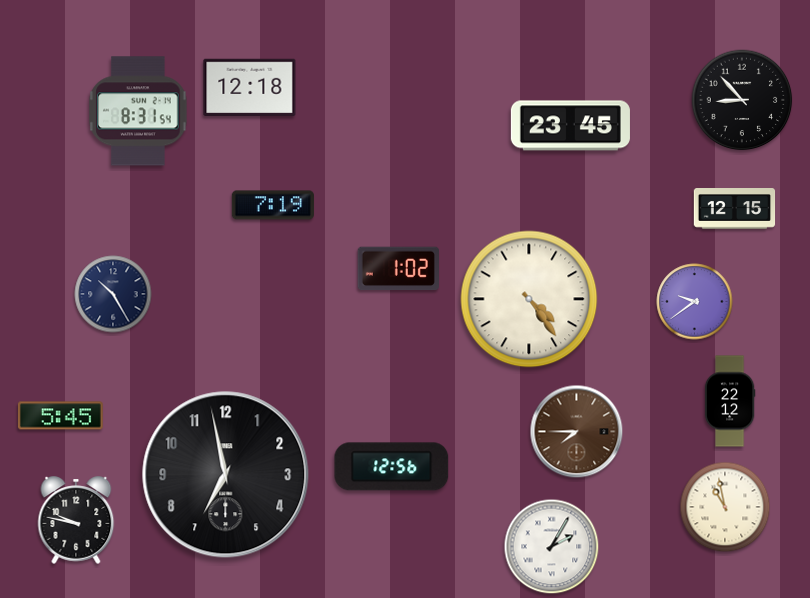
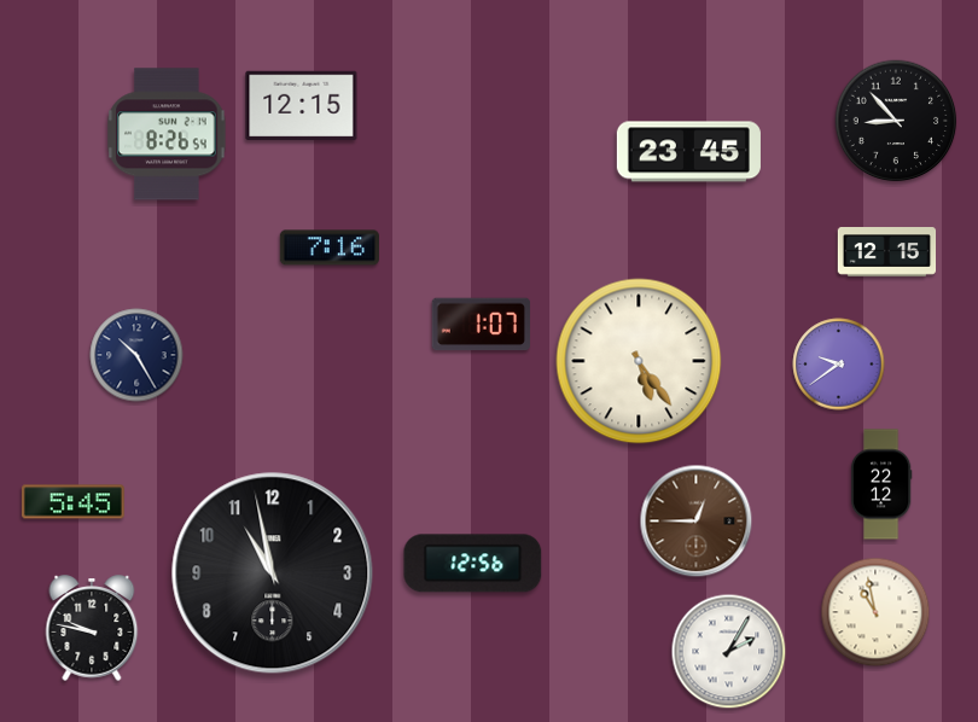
clock at (250, 88): 12:18 -> 12:15
clock at (138, 111): 8:31 -> 8:26
clock at (273, 205): 7:19 -> 7:16
clock at (398, 269): 1:02 -> 1:07
clock at (529, 299): 4:24 -> 5:24
clock at (577, 432): 7:45 -> 12:45
clock at (226, 475): 6:58 -> 10:58
clock at (552, 547) position: (552, 547) -> (729, 652)
